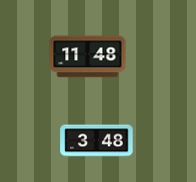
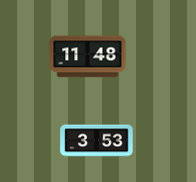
clock at (97, 141): 3:48 -> 3:53
